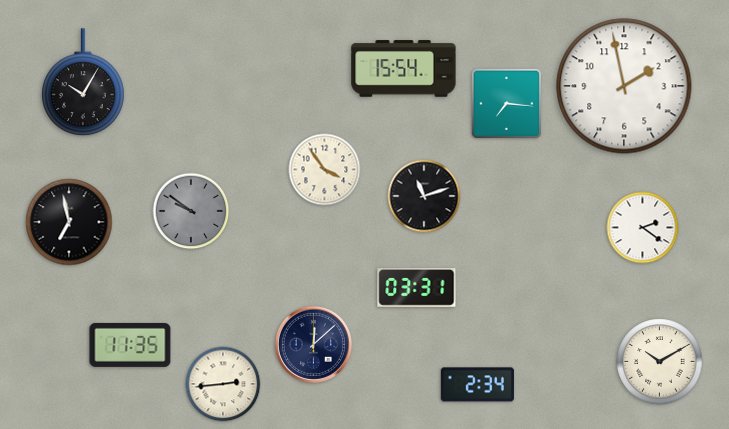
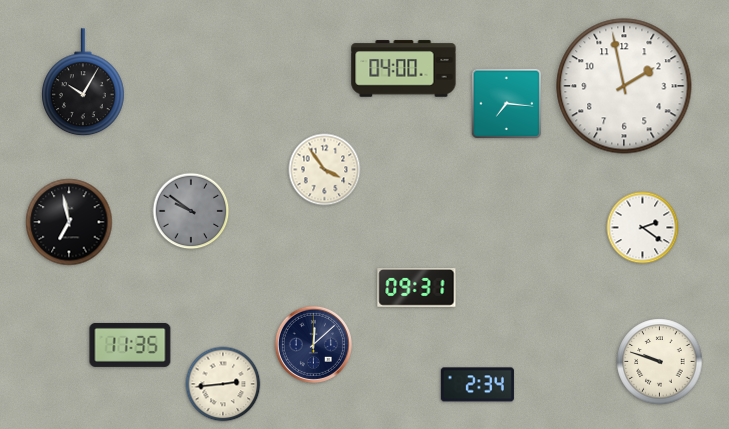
clock at (404, 69): 15:54 -> 04:00
clock at (424, 196): 11:12 -> none
clock at (417, 288): 03:31 -> 09:31
clock at (660, 362): 10:10 -> 9:48
